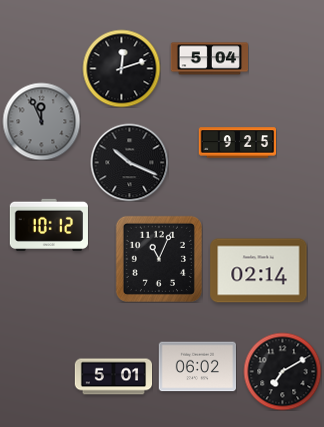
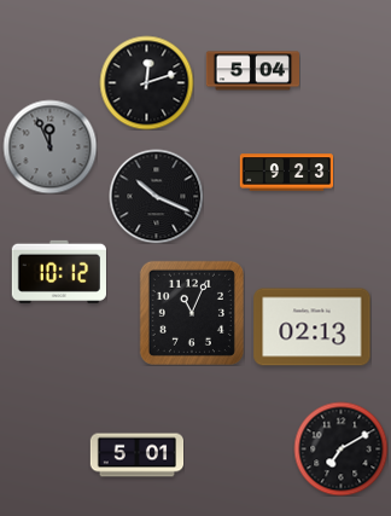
clock at (237, 143): 9:25 -> 9:23
clock at (259, 271): 02:14 -> 02:13
clock at (197, 367): 06:02 -> none
